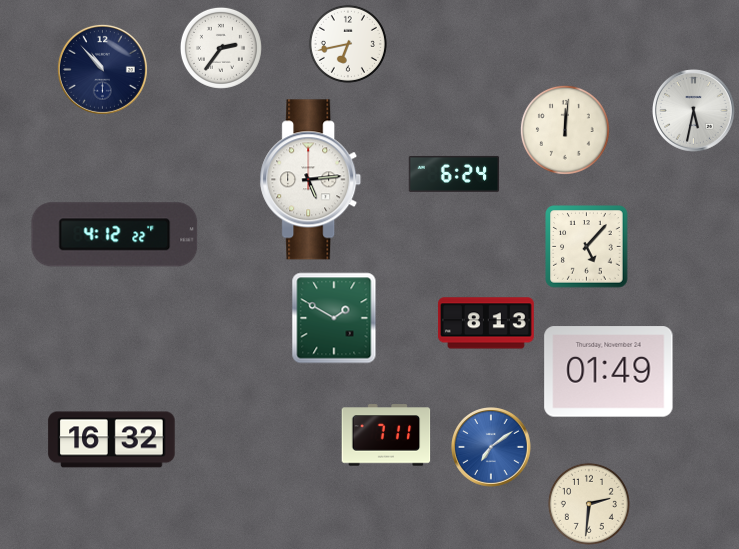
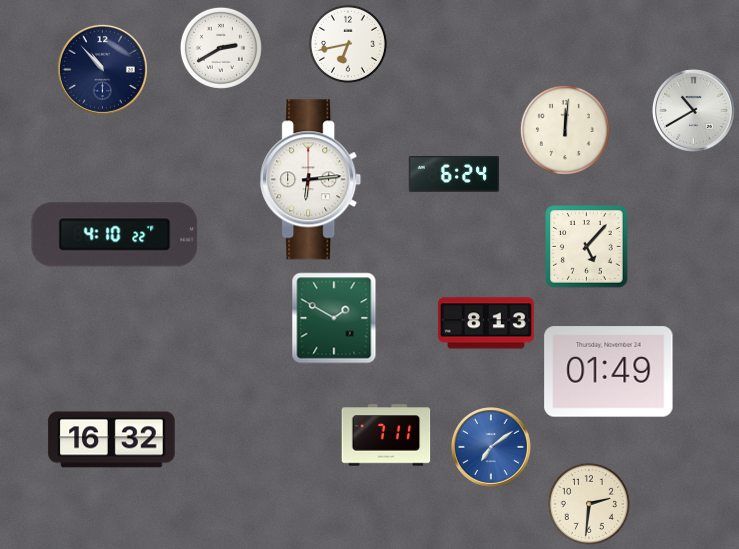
clock at (221, 48): 2:36 -> 2:40
clock at (694, 111): 5:32 -> 10:40
clock at (311, 180): 5:14 -> 6:14
clock at (115, 235): 4:12 -> 4:10
